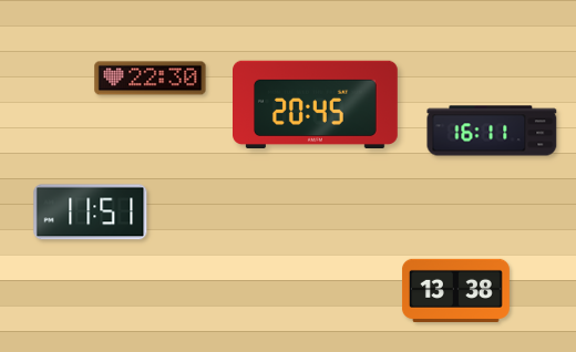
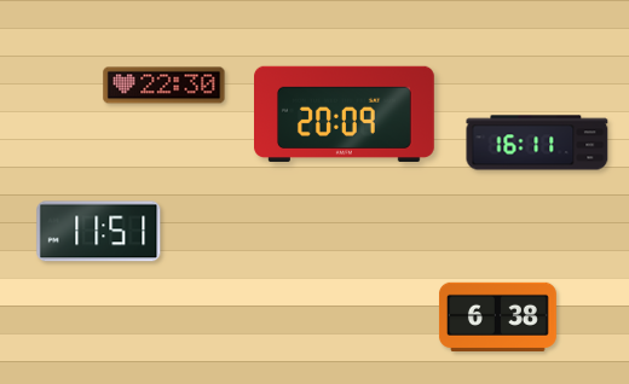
clock at (316, 104): 20:45 -> 20:09
clock at (455, 290): 13:38 -> 6:38
